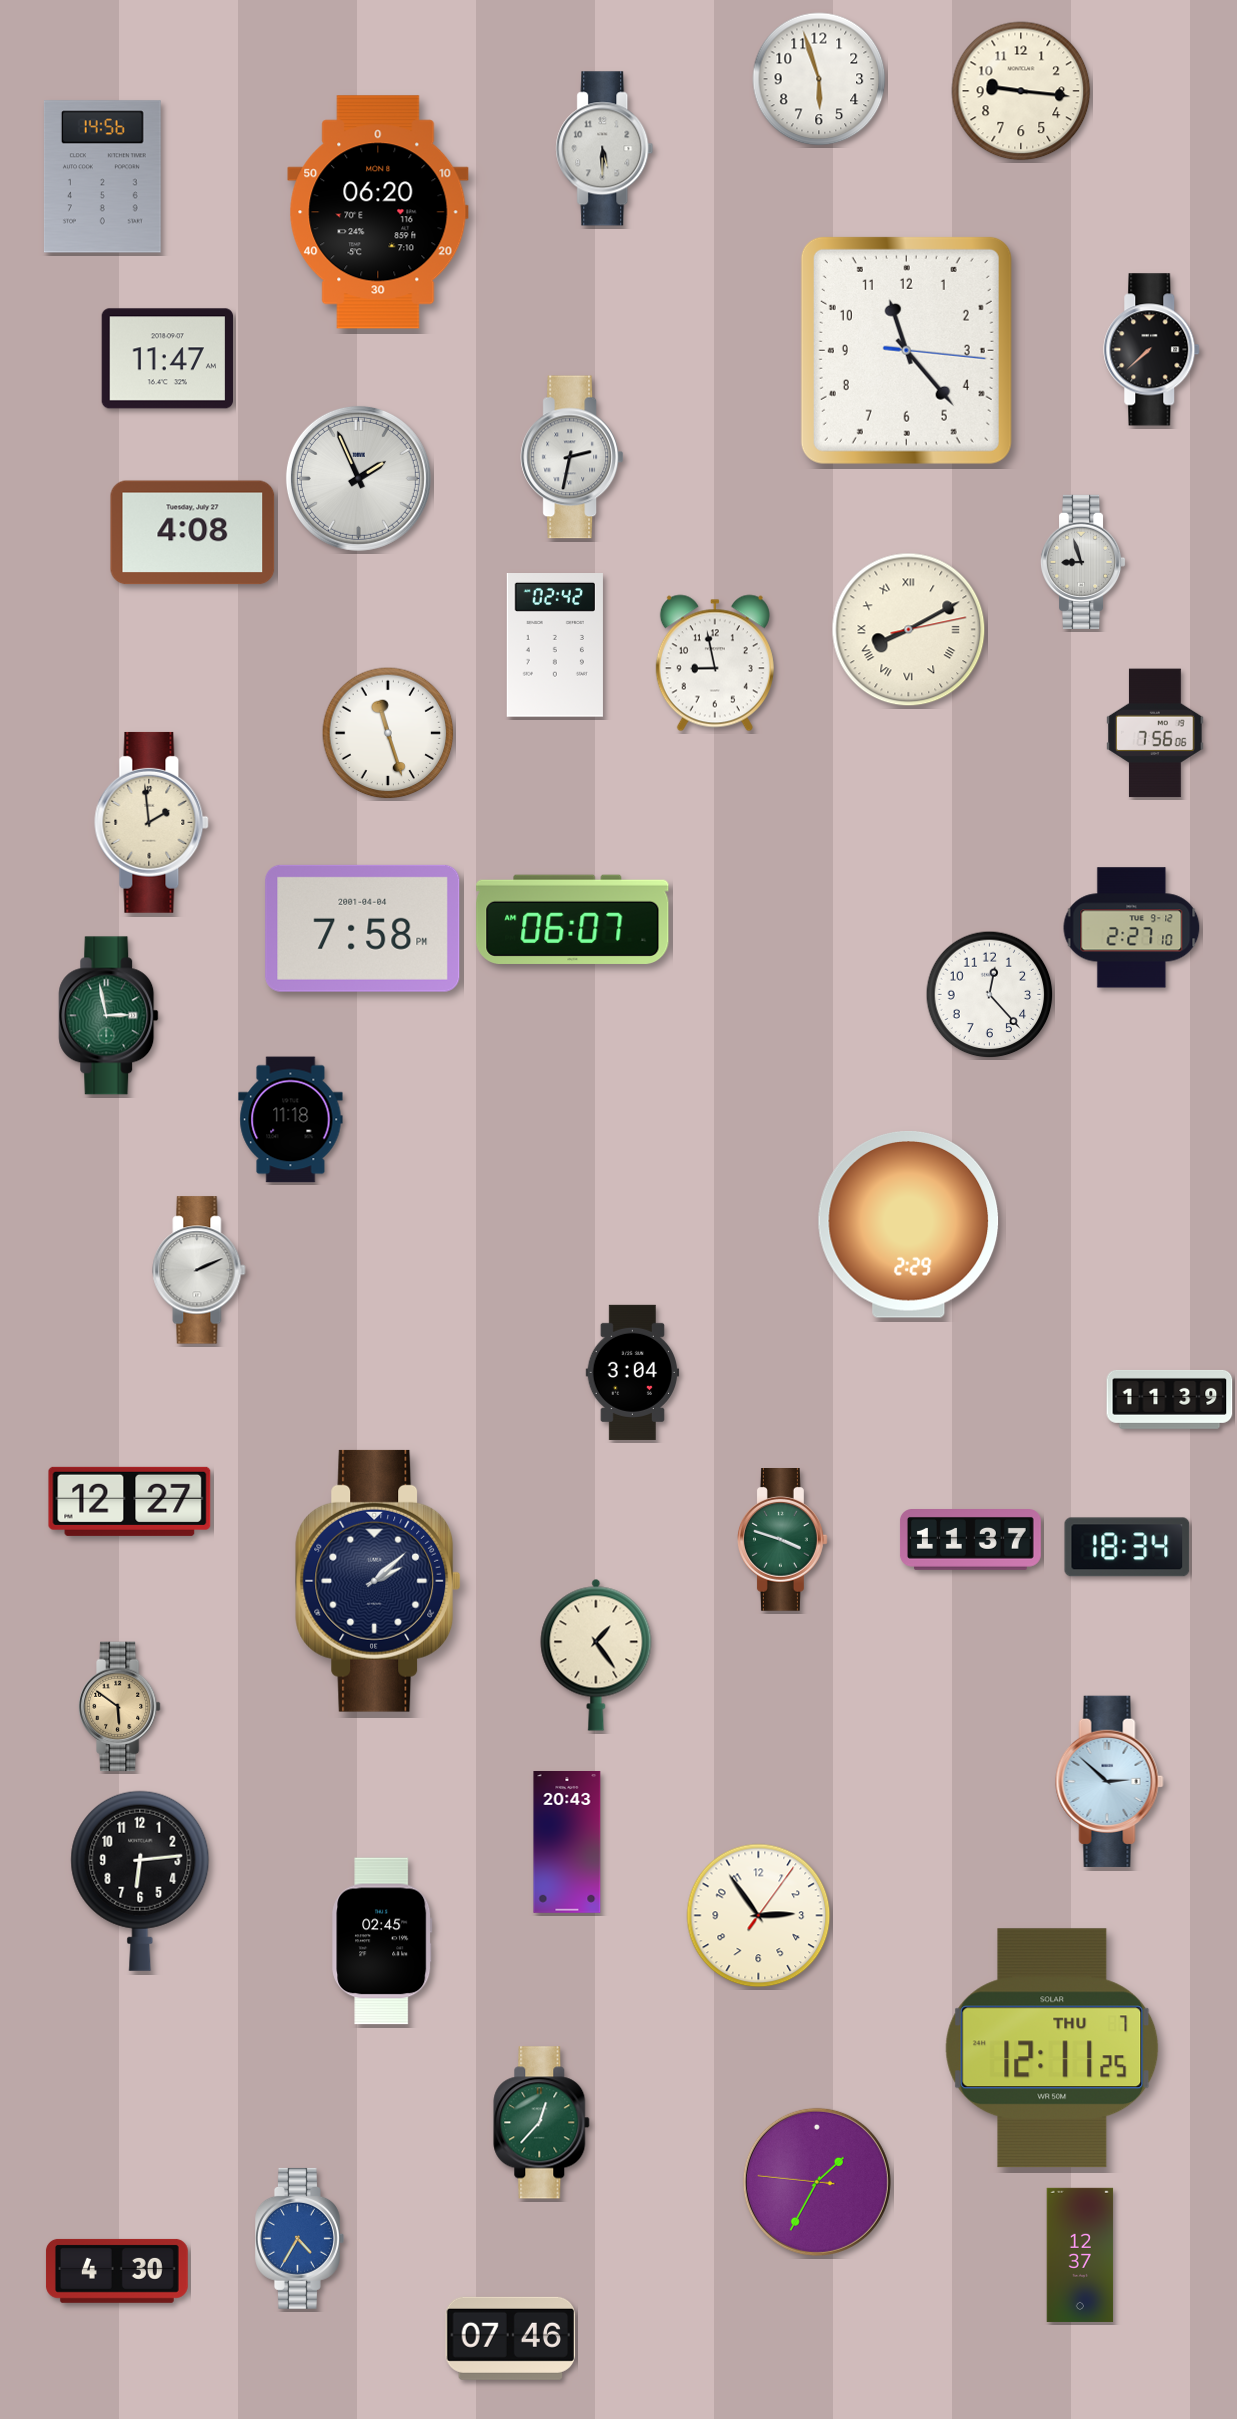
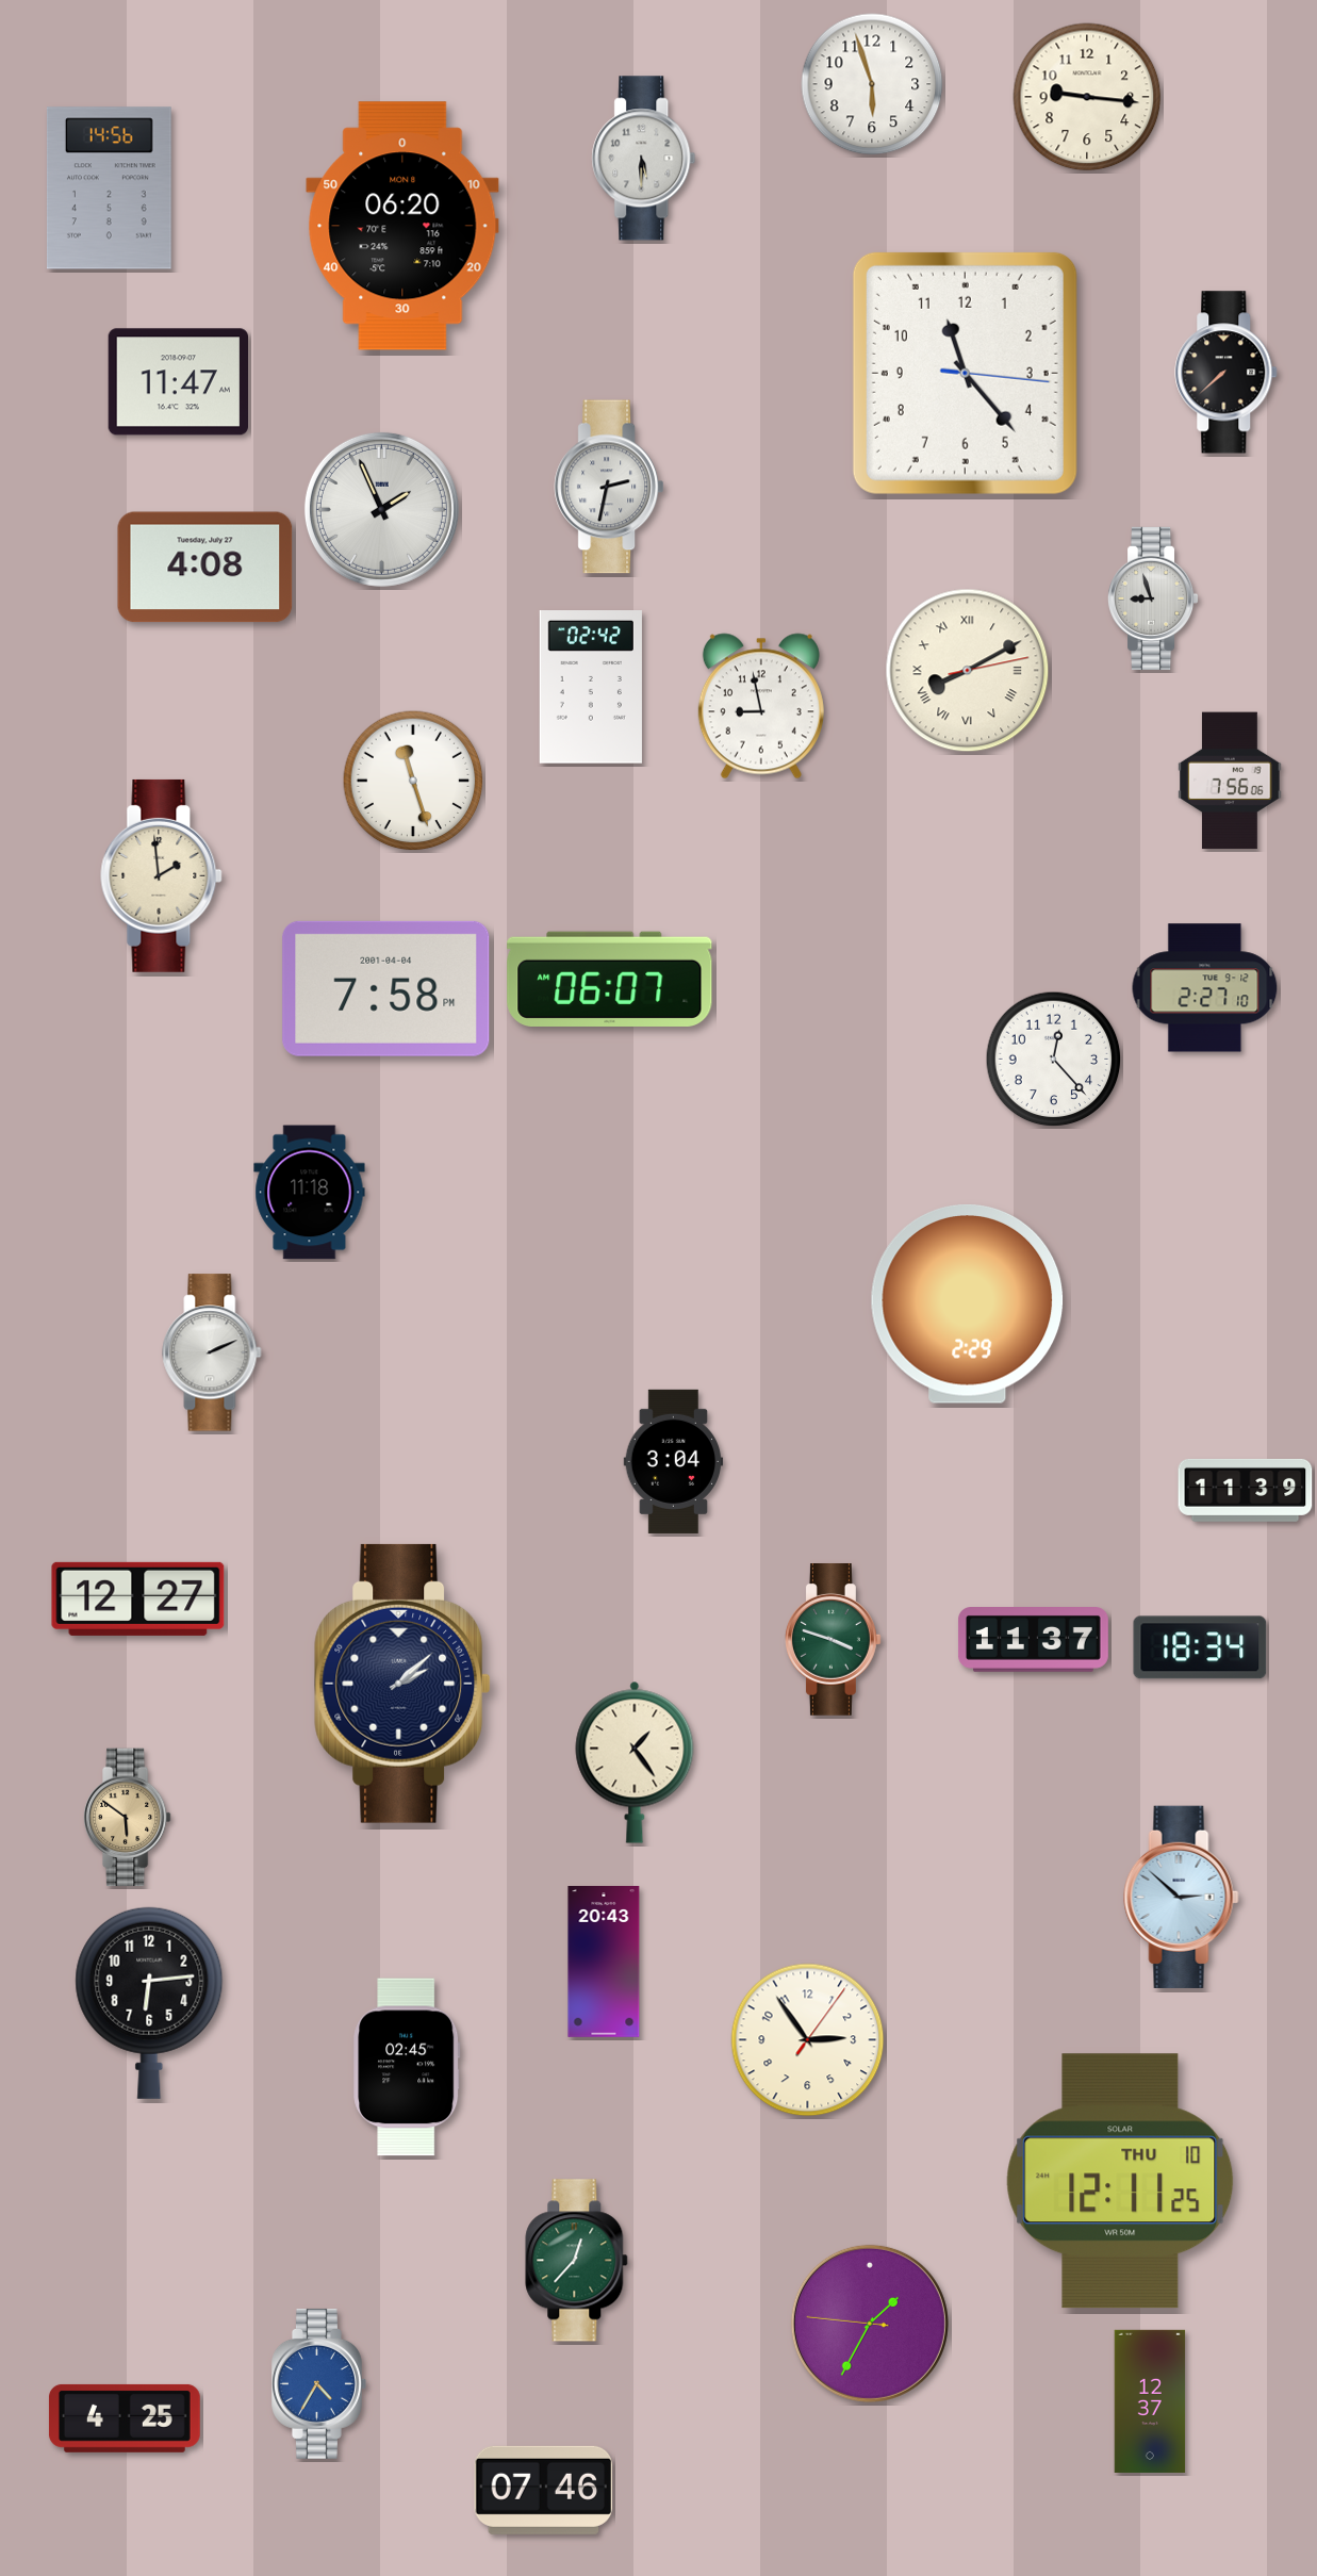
clock at (109, 1016): 2:58 -> none
clock at (1052, 2048) date: THU 7 -> THU 10
clock at (117, 2271): 4:30 -> 4:25
